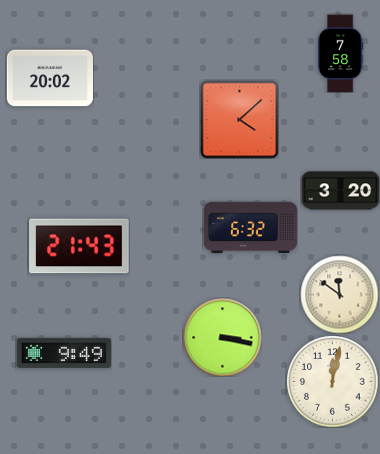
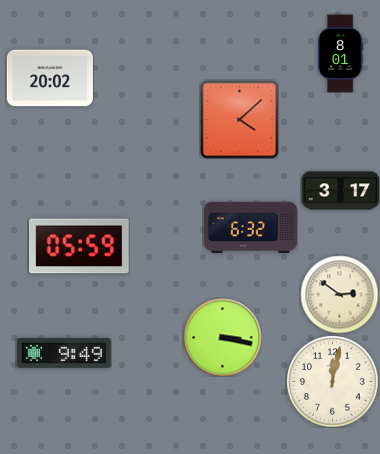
clock at (341, 53): 7:58 -> 8:01
clock at (340, 191): 3:20 -> 3:17
clock at (79, 246): 21:43 -> 05:59
clock at (339, 294): 11:51 -> 2:51
